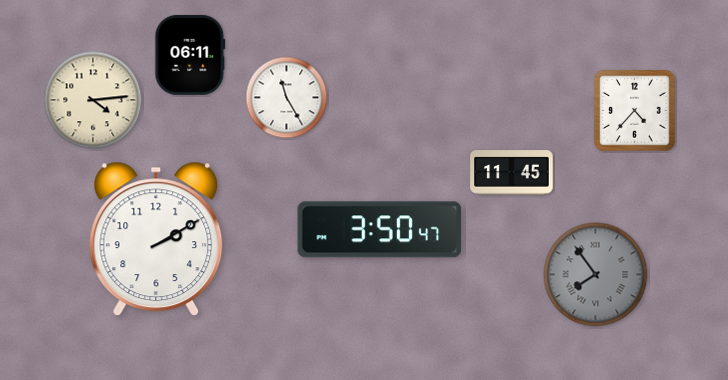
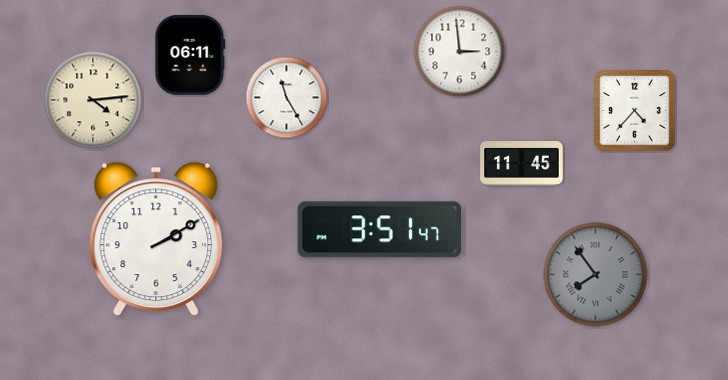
clock at (460, 52): none -> 2:59
clock at (512, 173) position: (512, 173) -> (522, 164)
clock at (380, 230): 3:50 -> 3:51
